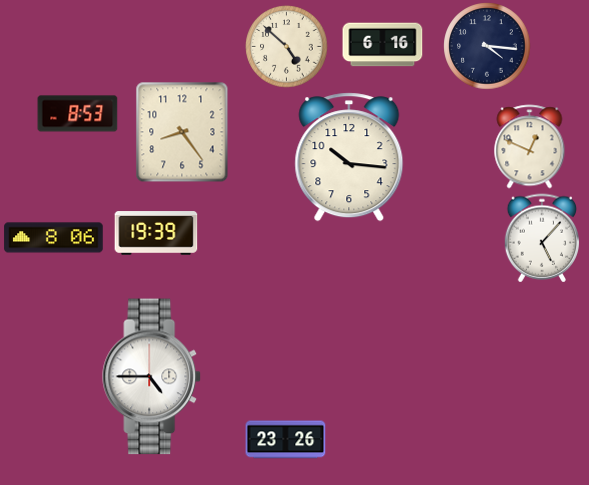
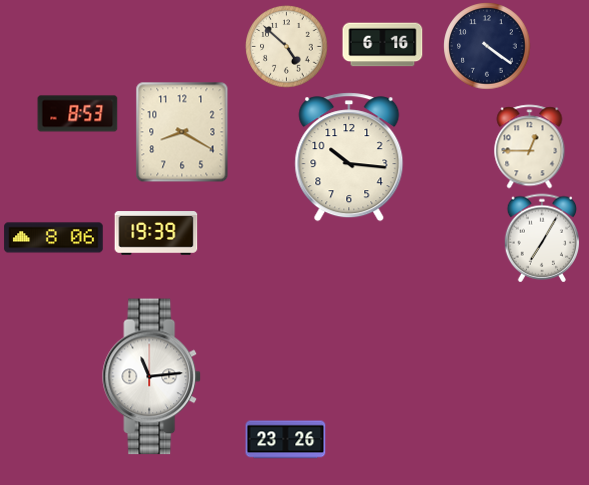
clock at (487, 46): 4:16 -> 4:21
clock at (182, 132): 8:24 -> 8:20
clock at (530, 147): 12:49 -> 12:45
clock at (542, 238): 5:07 -> 7:05
clock at (152, 377): 4:45 -> 11:14
